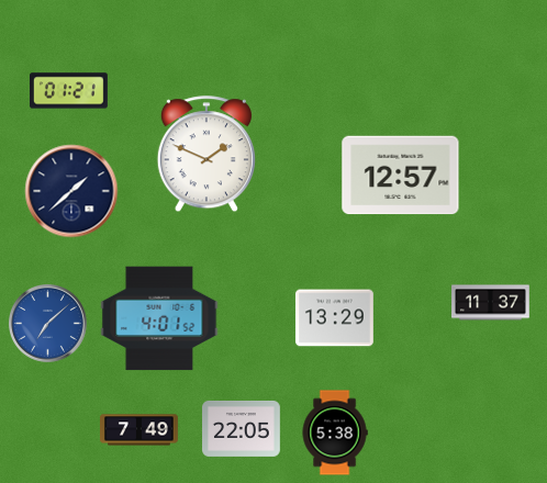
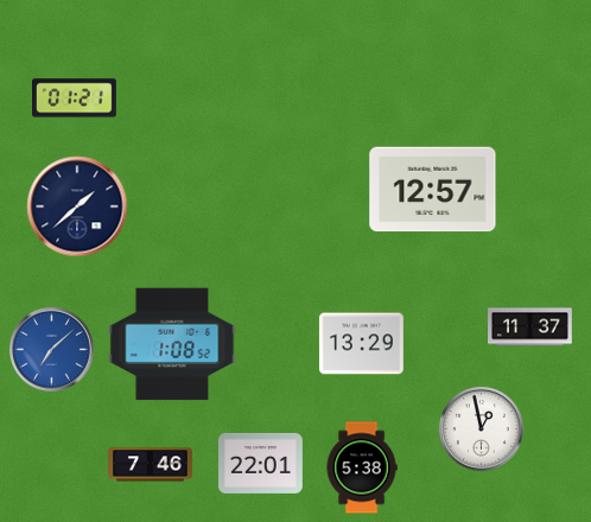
clock at (206, 155): 1:49 -> none
clock at (159, 318): 4:01 -> 1:08
clock at (482, 429): none -> 12:58
clock at (242, 428): 22:05 -> 22:01
clock at (139, 430): 7:49 -> 7:46
